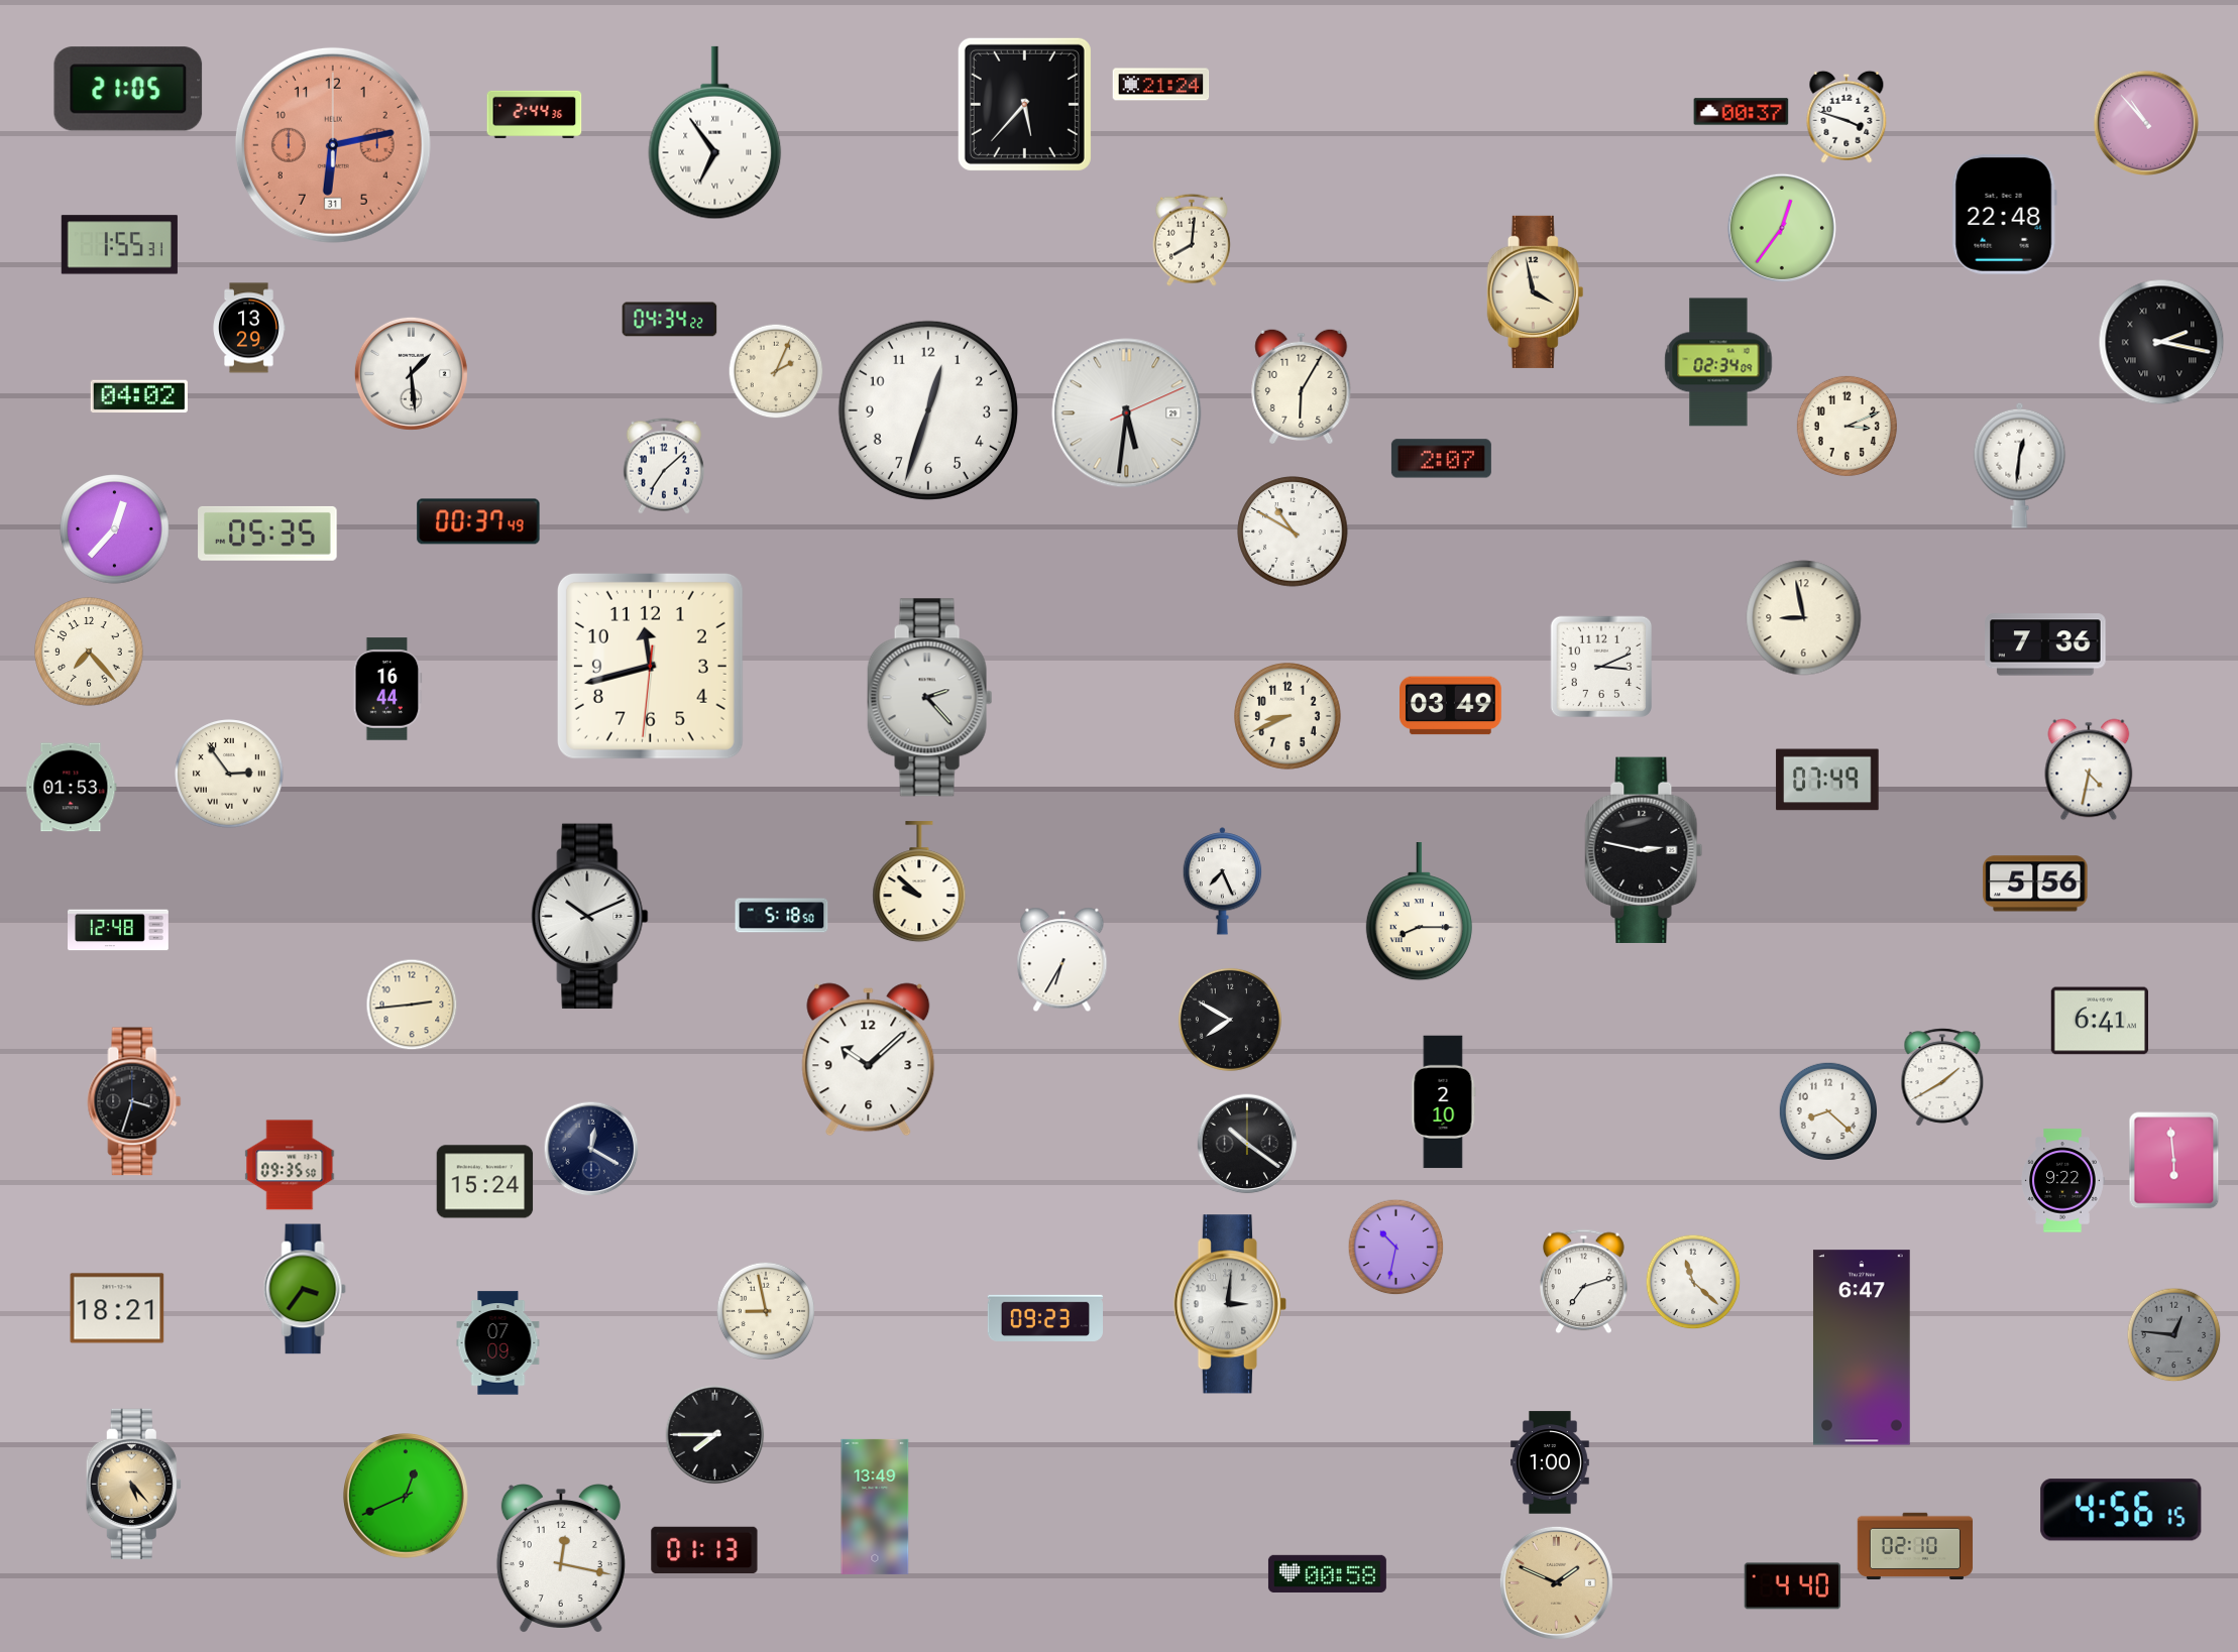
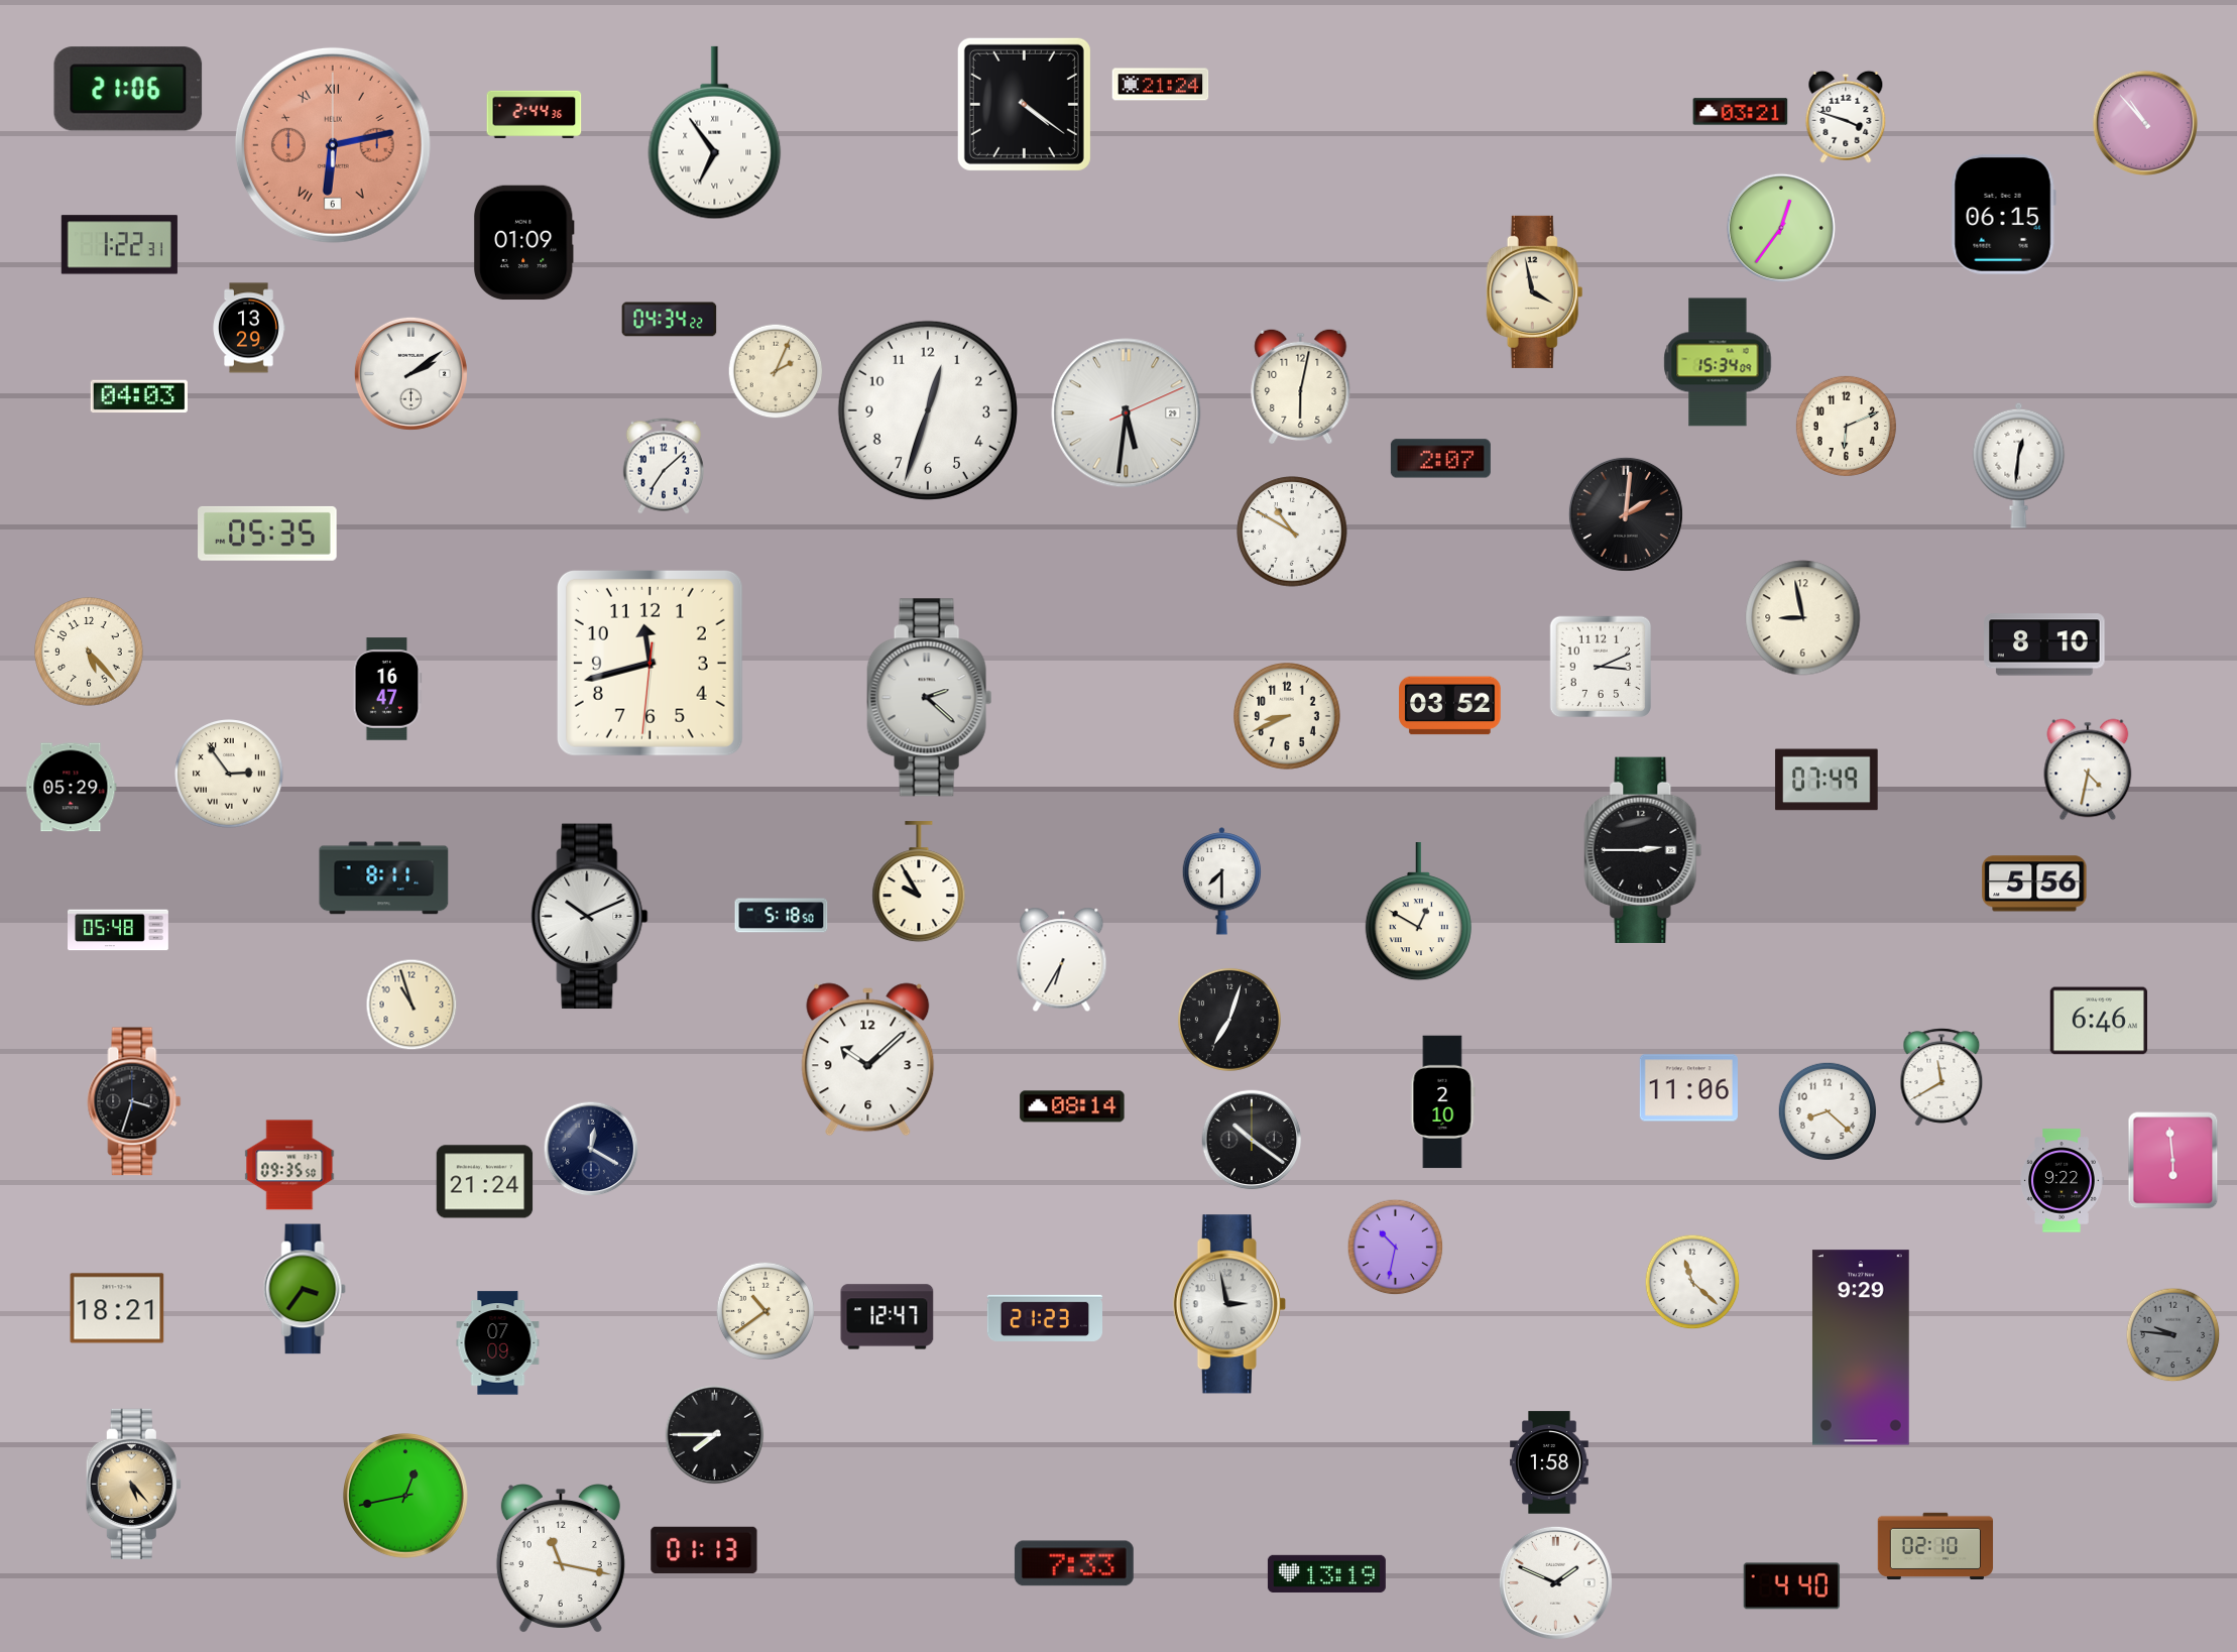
clock at (128, 89): 21:05 -> 21:06
clock at (1024, 104): 5:37 -> 4:21
clock at (1742, 112): 00:37 -> 03:21
clock at (333, 145) date: 31 -> 6
clock at (333, 145) numerals: Arabic -> Roman
clock at (2004, 214): 22:48 -> 06:15
clock at (1193, 240): 8:01 -> none
clock at (523, 243): none -> 01:09
clock at (119, 245): 1:55 -> 1:22
clock at (2161, 342): 2:17 -> none
clock at (1718, 362): 02:34 -> 15:34
clock at (411, 373): 1:29 -> 2:09
clock at (1302, 386): 6:05 -> 6:02
clock at (139, 396): 04:02 -> 04:03
clock at (1847, 426): 3:11 -> 6:11
clock at (1626, 514): none -> 2:01
clock at (478, 521): 00:37 -> none
clock at (115, 529): 12:37 -> none
clock at (2045, 644): 7:36 -> 8:10
clock at (89, 652): 7:23 -> 5:23
clock at (650, 666) position: (650, 666) -> (650, 663)
clock at (387, 689): 16:44 -> 16:47
clock at (930, 698): 2:23 -> 2:22
clock at (1451, 706): 03:49 -> 03:52
clock at (72, 788): 01:53 -> 05:29
clock at (1644, 849): 2:47 -> 2:45
clock at (384, 878): none -> 8:11
clock at (1223, 881): 7:26 -> 7:30
clock at (919, 882): 9:52 -> 9:55
clock at (1419, 913): 8:15 -> 12:50
clock at (119, 930): 12:48 -> 05:48
clock at (412, 1005): 2:44 -> 10:57
clock at (1230, 1020): 7:50 -> 7:03
clock at (2099, 1021): 6:41 -> 6:46
clock at (1942, 1077): 1:40 -> 11:40
clock at (1688, 1088): none -> 11:06
clock at (1072, 1106): none -> 08:14
clock at (1247, 1144) position: (1247, 1144) -> (1252, 1140)
clock at (485, 1182): 15:24 -> 21:24
clock at (1584, 1282): 7:12 -> none
clock at (1230, 1304): 3:01 -> 2:58
clock at (765, 1310): 8:58 -> 10:39
clock at (888, 1317): none -> 12:47
clock at (1045, 1318): 09:23 -> 21:23
clock at (2174, 1335): 12:46 -> 9:46
clock at (1862, 1347): 6:47 -> 9:29
clock at (1551, 1462): 1:00 -> 1:58
clock at (406, 1496): 12:41 -> 12:43
clock at (875, 1507): 13:49 -> none
clock at (2121, 1510): 4:56 -> none
clock at (1915, 1545) position: (1915, 1545) -> (1935, 1545)
clock at (561, 1558): 12:17 -> 11:17
clock at (1074, 1563): none -> 7:33
clock at (1327, 1573): 00:58 -> 13:19
clock at (1556, 1582) dial: champagne -> white
